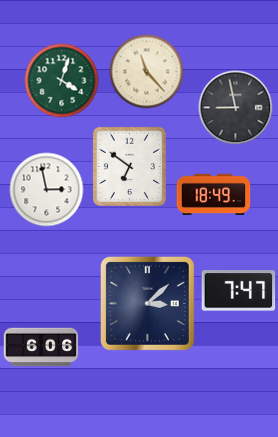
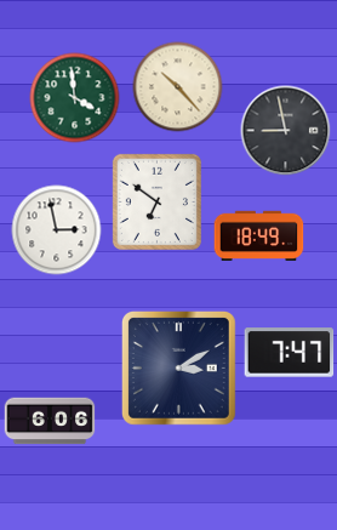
clock at (147, 72): 11:23 -> 10:23
clock at (62, 81): 4:03 -> 3:59
clock at (147, 303): 3:08 -> 3:10
